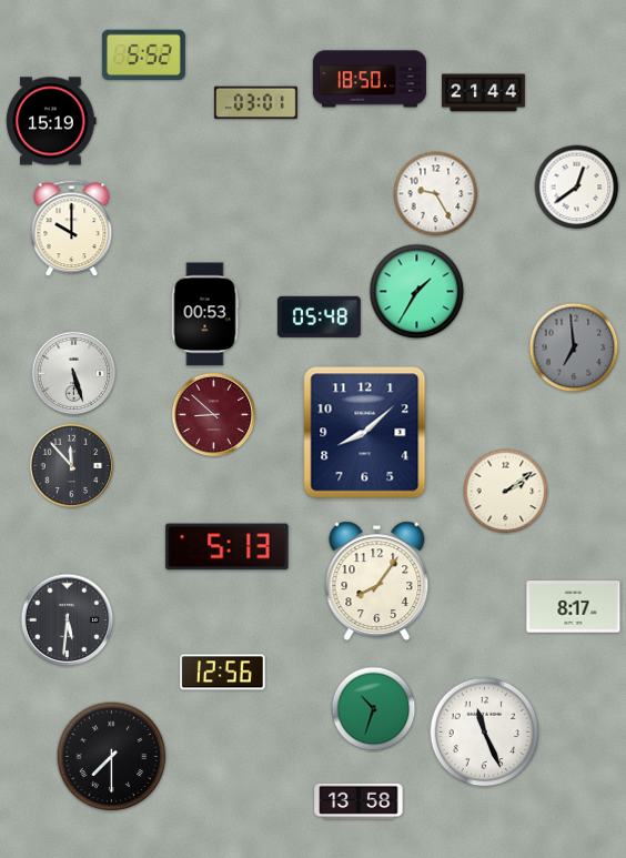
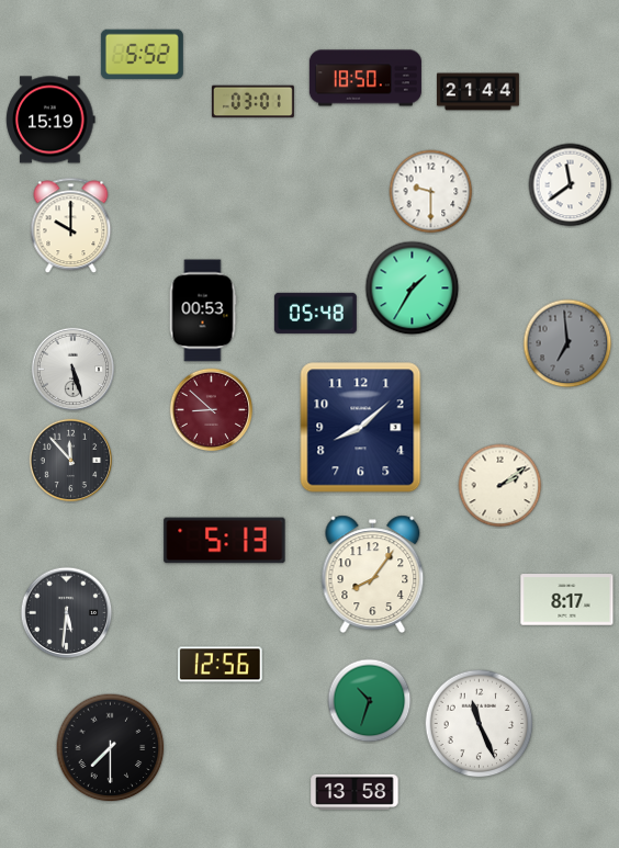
clock at (577, 188): 12:39 -> 11:39
clock at (436, 194): 9:25 -> 9:30
